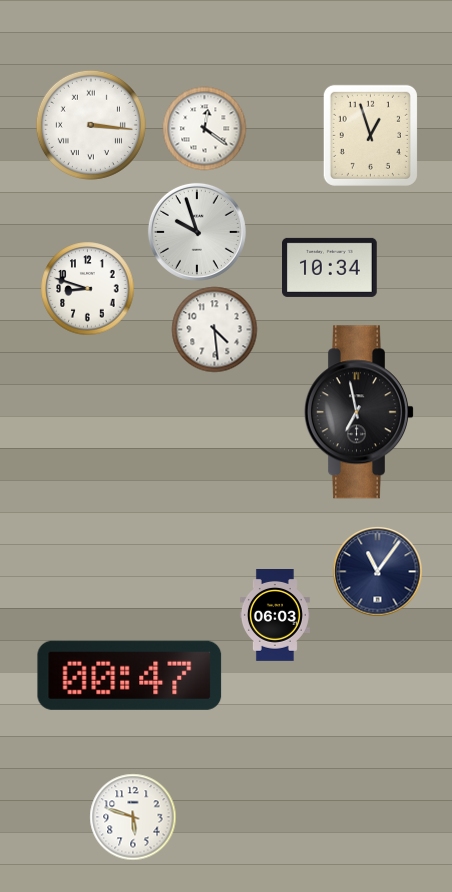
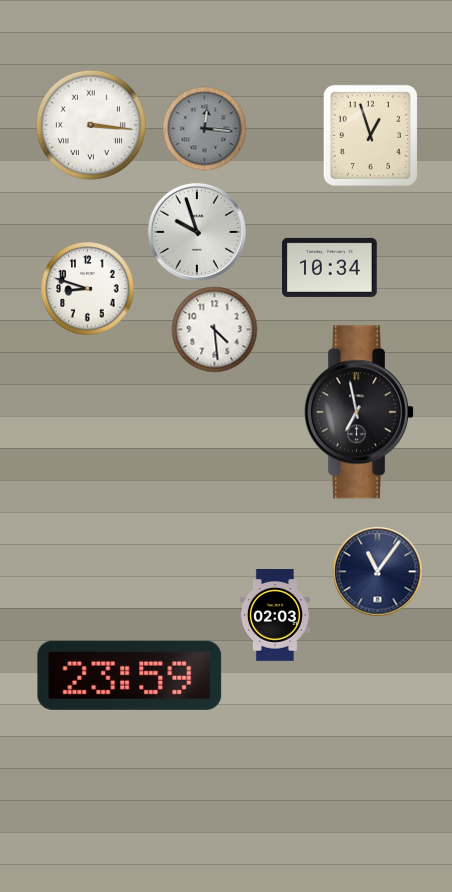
clock at (204, 128): 12:21 -> 12:16
clock at (204, 128) dial: white -> grey
clock at (275, 616): 06:03 -> 02:03
clock at (130, 675): 00:47 -> 23:59
clock at (133, 817): 5:48 -> none
